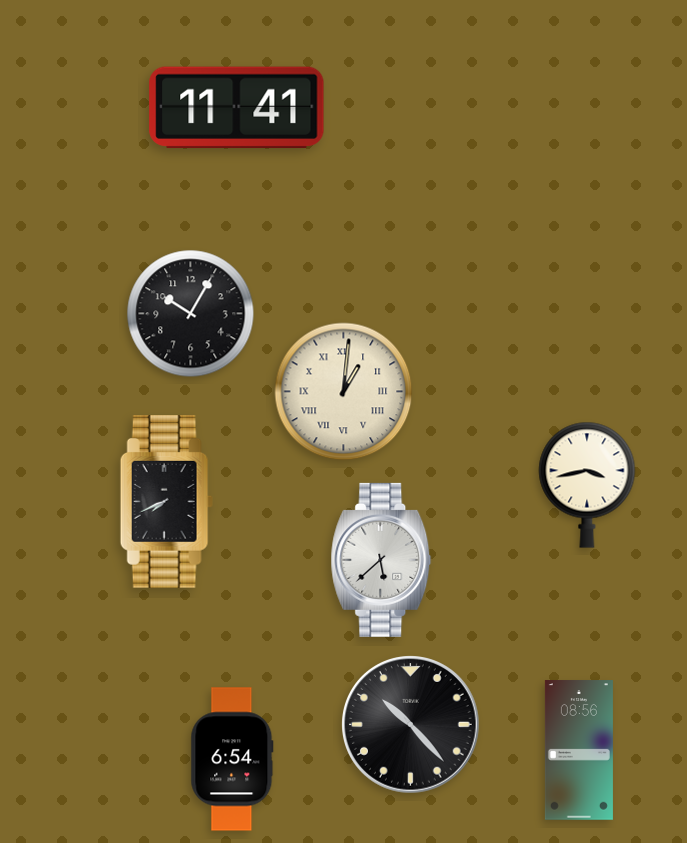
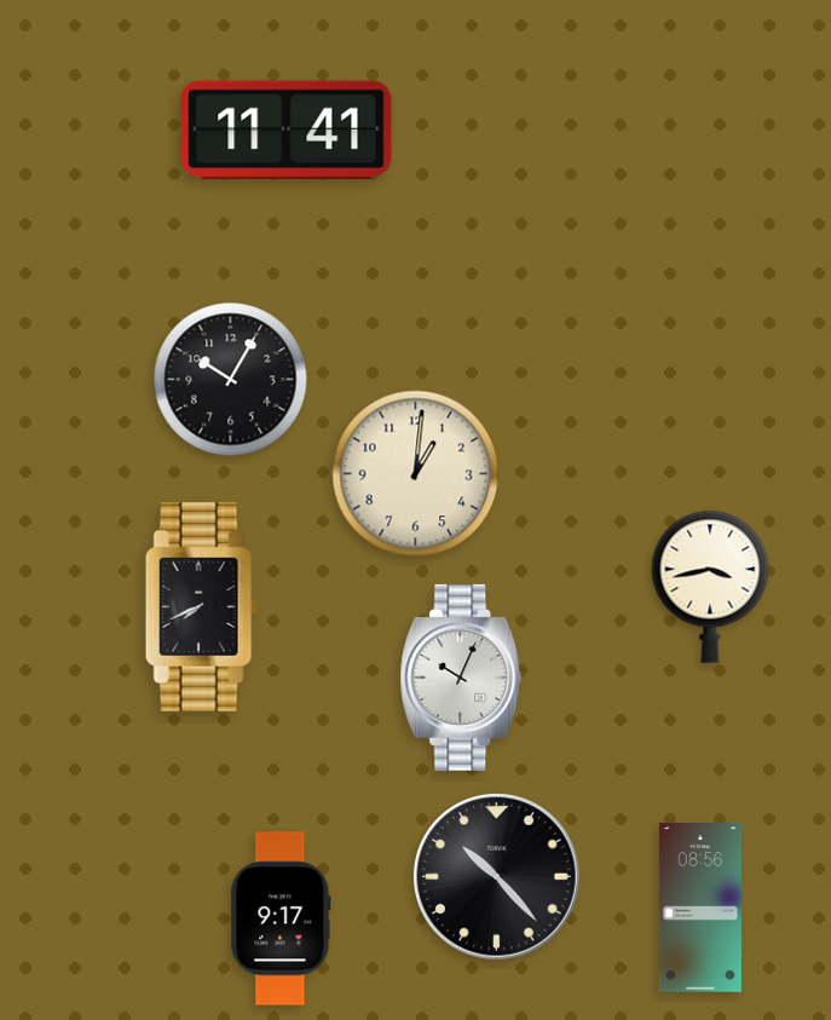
clock at (344, 392) numerals: Roman -> Arabic
clock at (381, 560): 5:38 -> 10:04
clock at (232, 759): 6:54 -> 9:17
